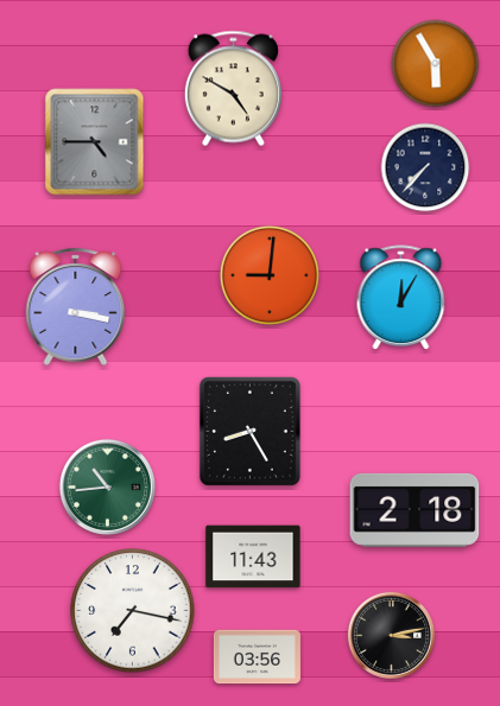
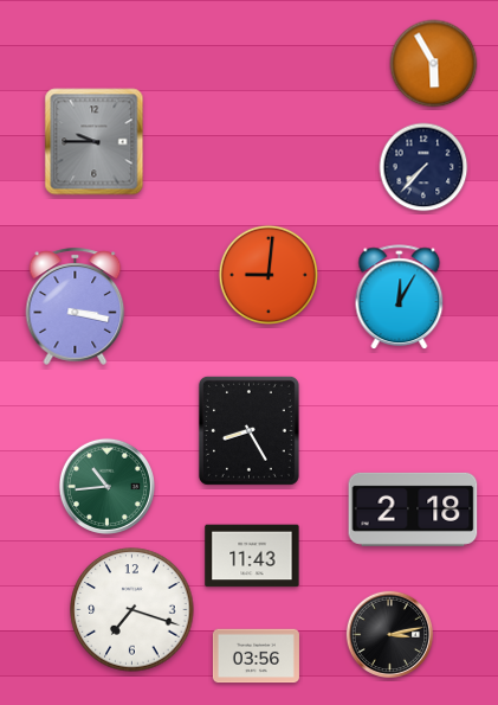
clock at (233, 89): 4:50 -> none
clock at (95, 142): 4:45 -> 9:45
clock at (133, 611): 7:17 -> 7:18
